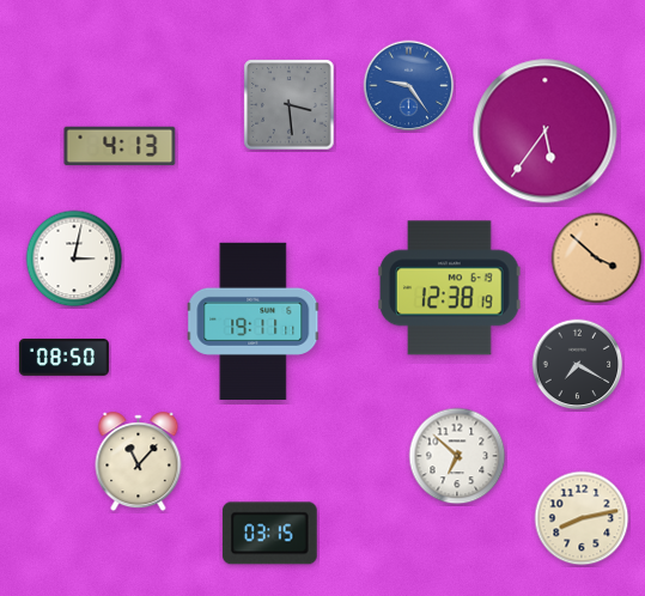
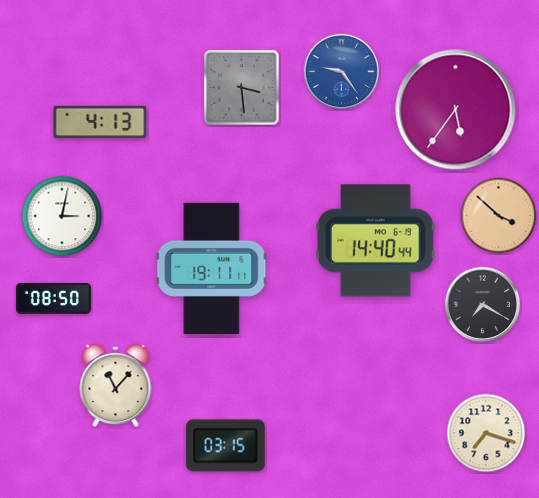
clock at (450, 288): 12:38 -> 14:40
clock at (457, 456): 6:52 -> none
clock at (582, 518): 8:13 -> 7:18
